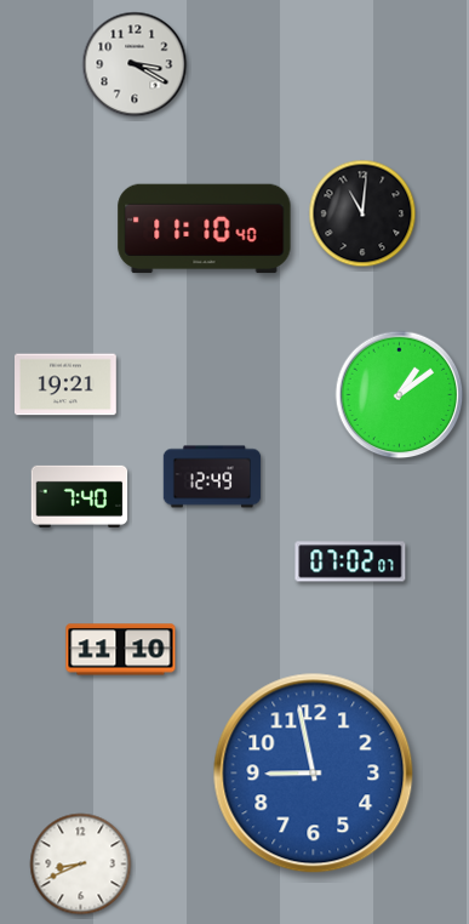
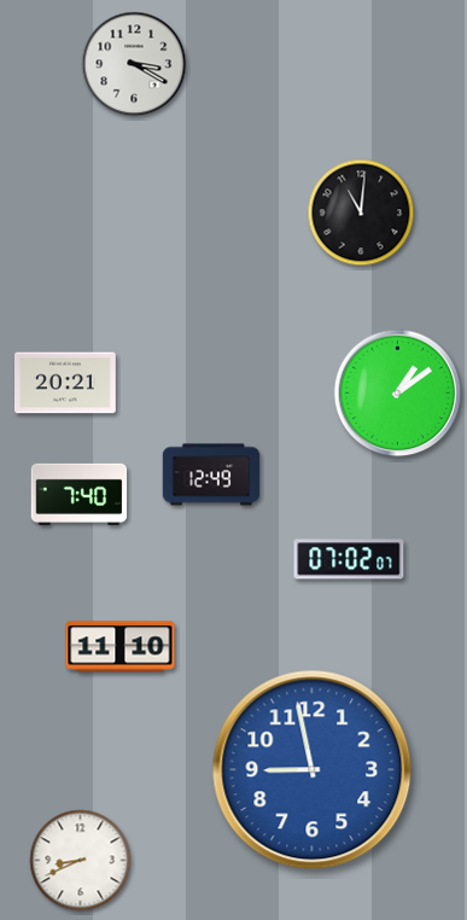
clock at (205, 229): 11:10 -> none
clock at (67, 384): 19:21 -> 20:21
